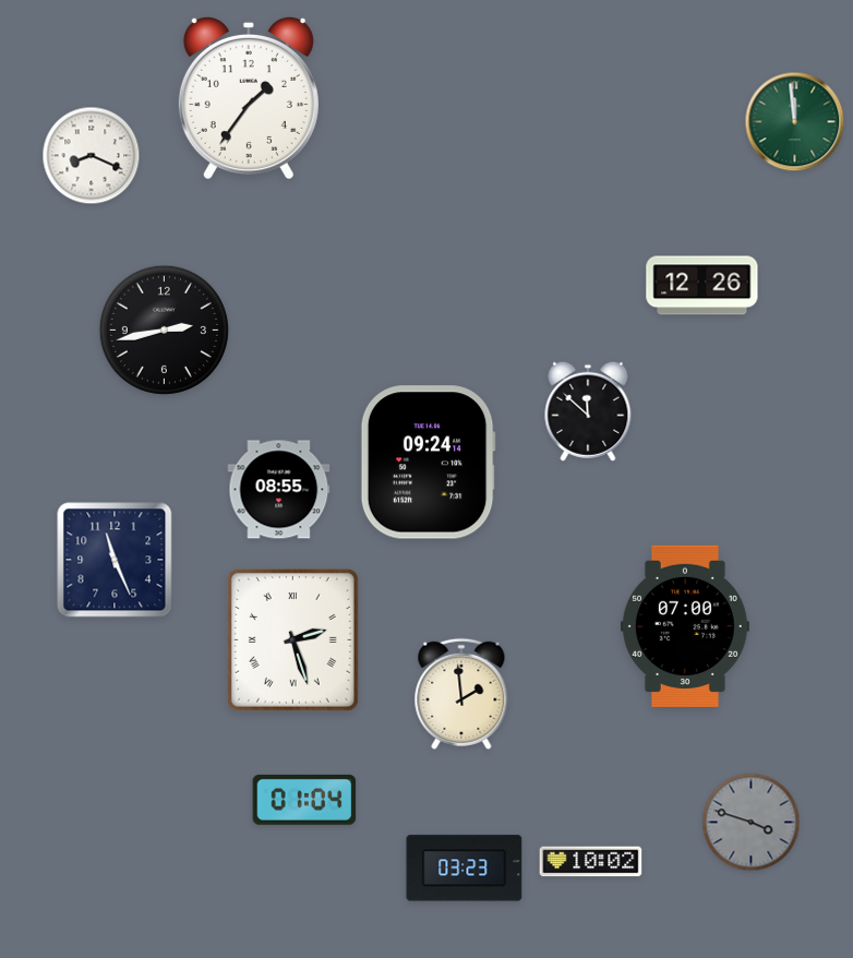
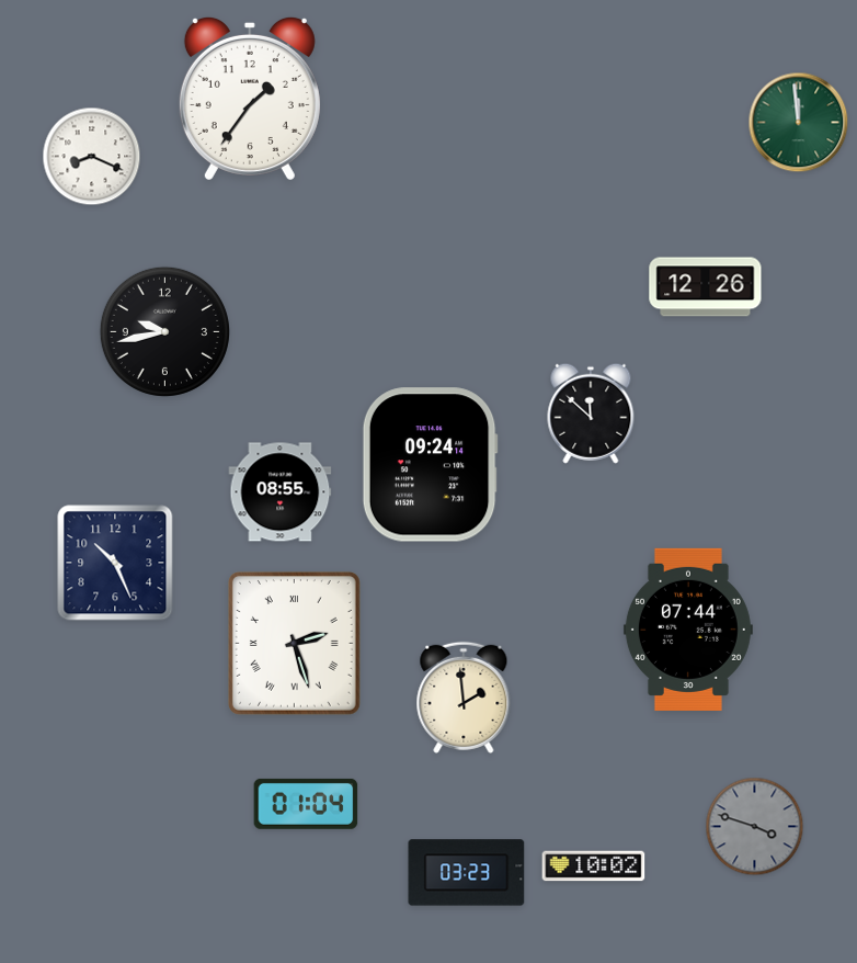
clock at (164, 330): 2:43 -> 9:43
clock at (115, 560): 11:26 -> 10:26
clock at (685, 626): 07:00 -> 07:44
